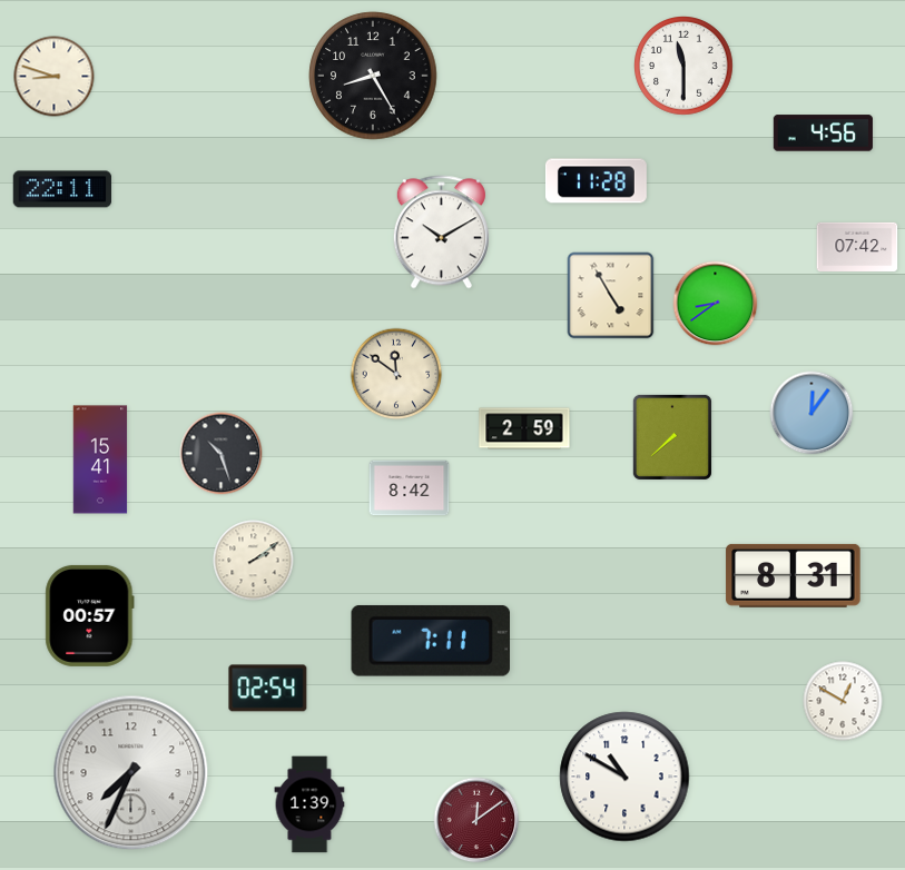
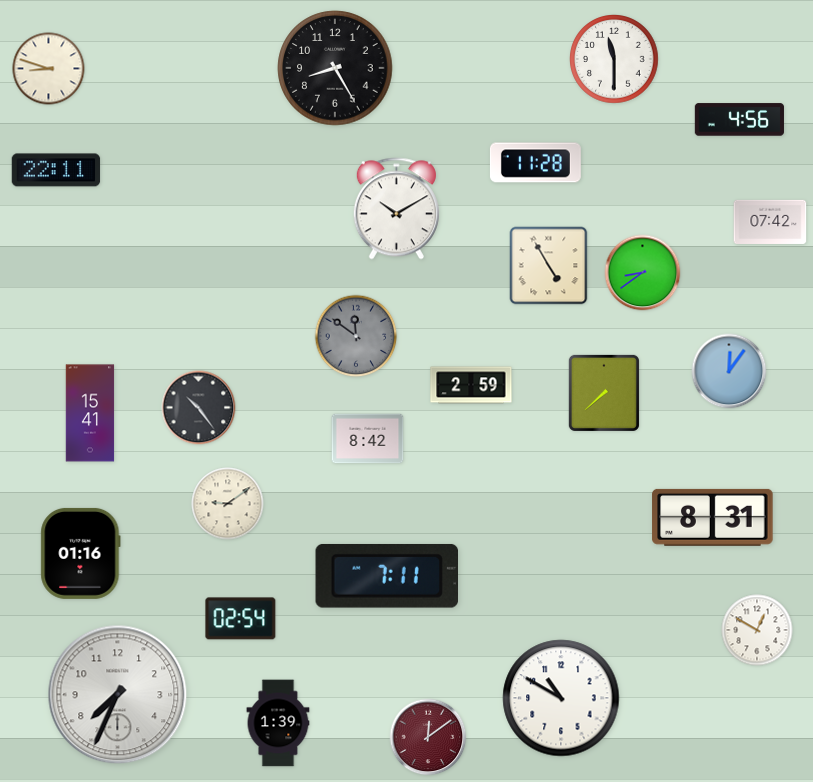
clock at (396, 374) dial: cream -> grey
clock at (222, 454): 10:27 -> 10:24
clock at (254, 561): 2:09 -> 9:09
clock at (90, 615): 00:57 -> 01:16
